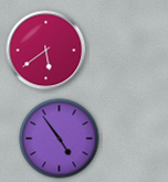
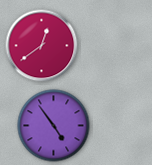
clock at (46, 51): 5:39 -> 12:39
